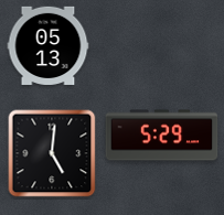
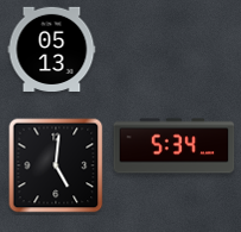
clock at (162, 136): 5:29 -> 5:34
